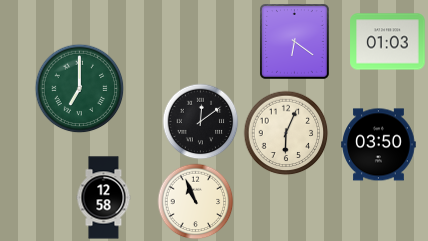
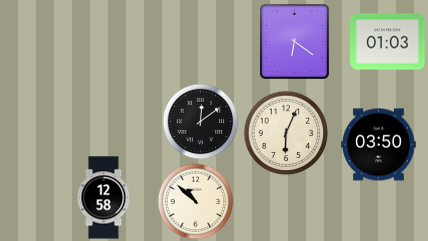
clock at (80, 89): 7:00 -> none
clock at (196, 202): 10:56 -> 10:52
